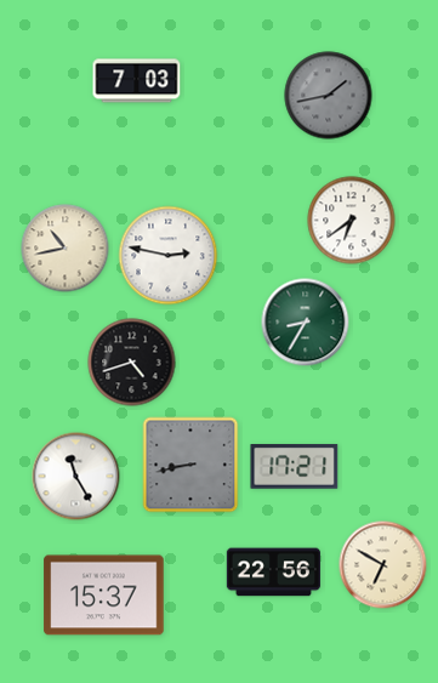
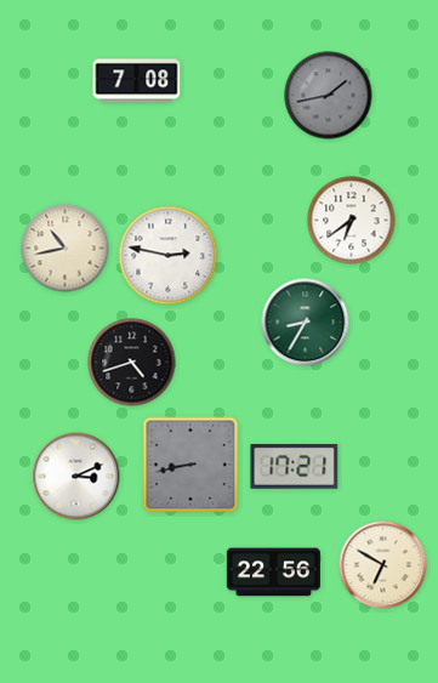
clock at (137, 81): 7:03 -> 7:08
clock at (76, 477): 11:25 -> 3:11
clock at (104, 596): 15:37 -> none
